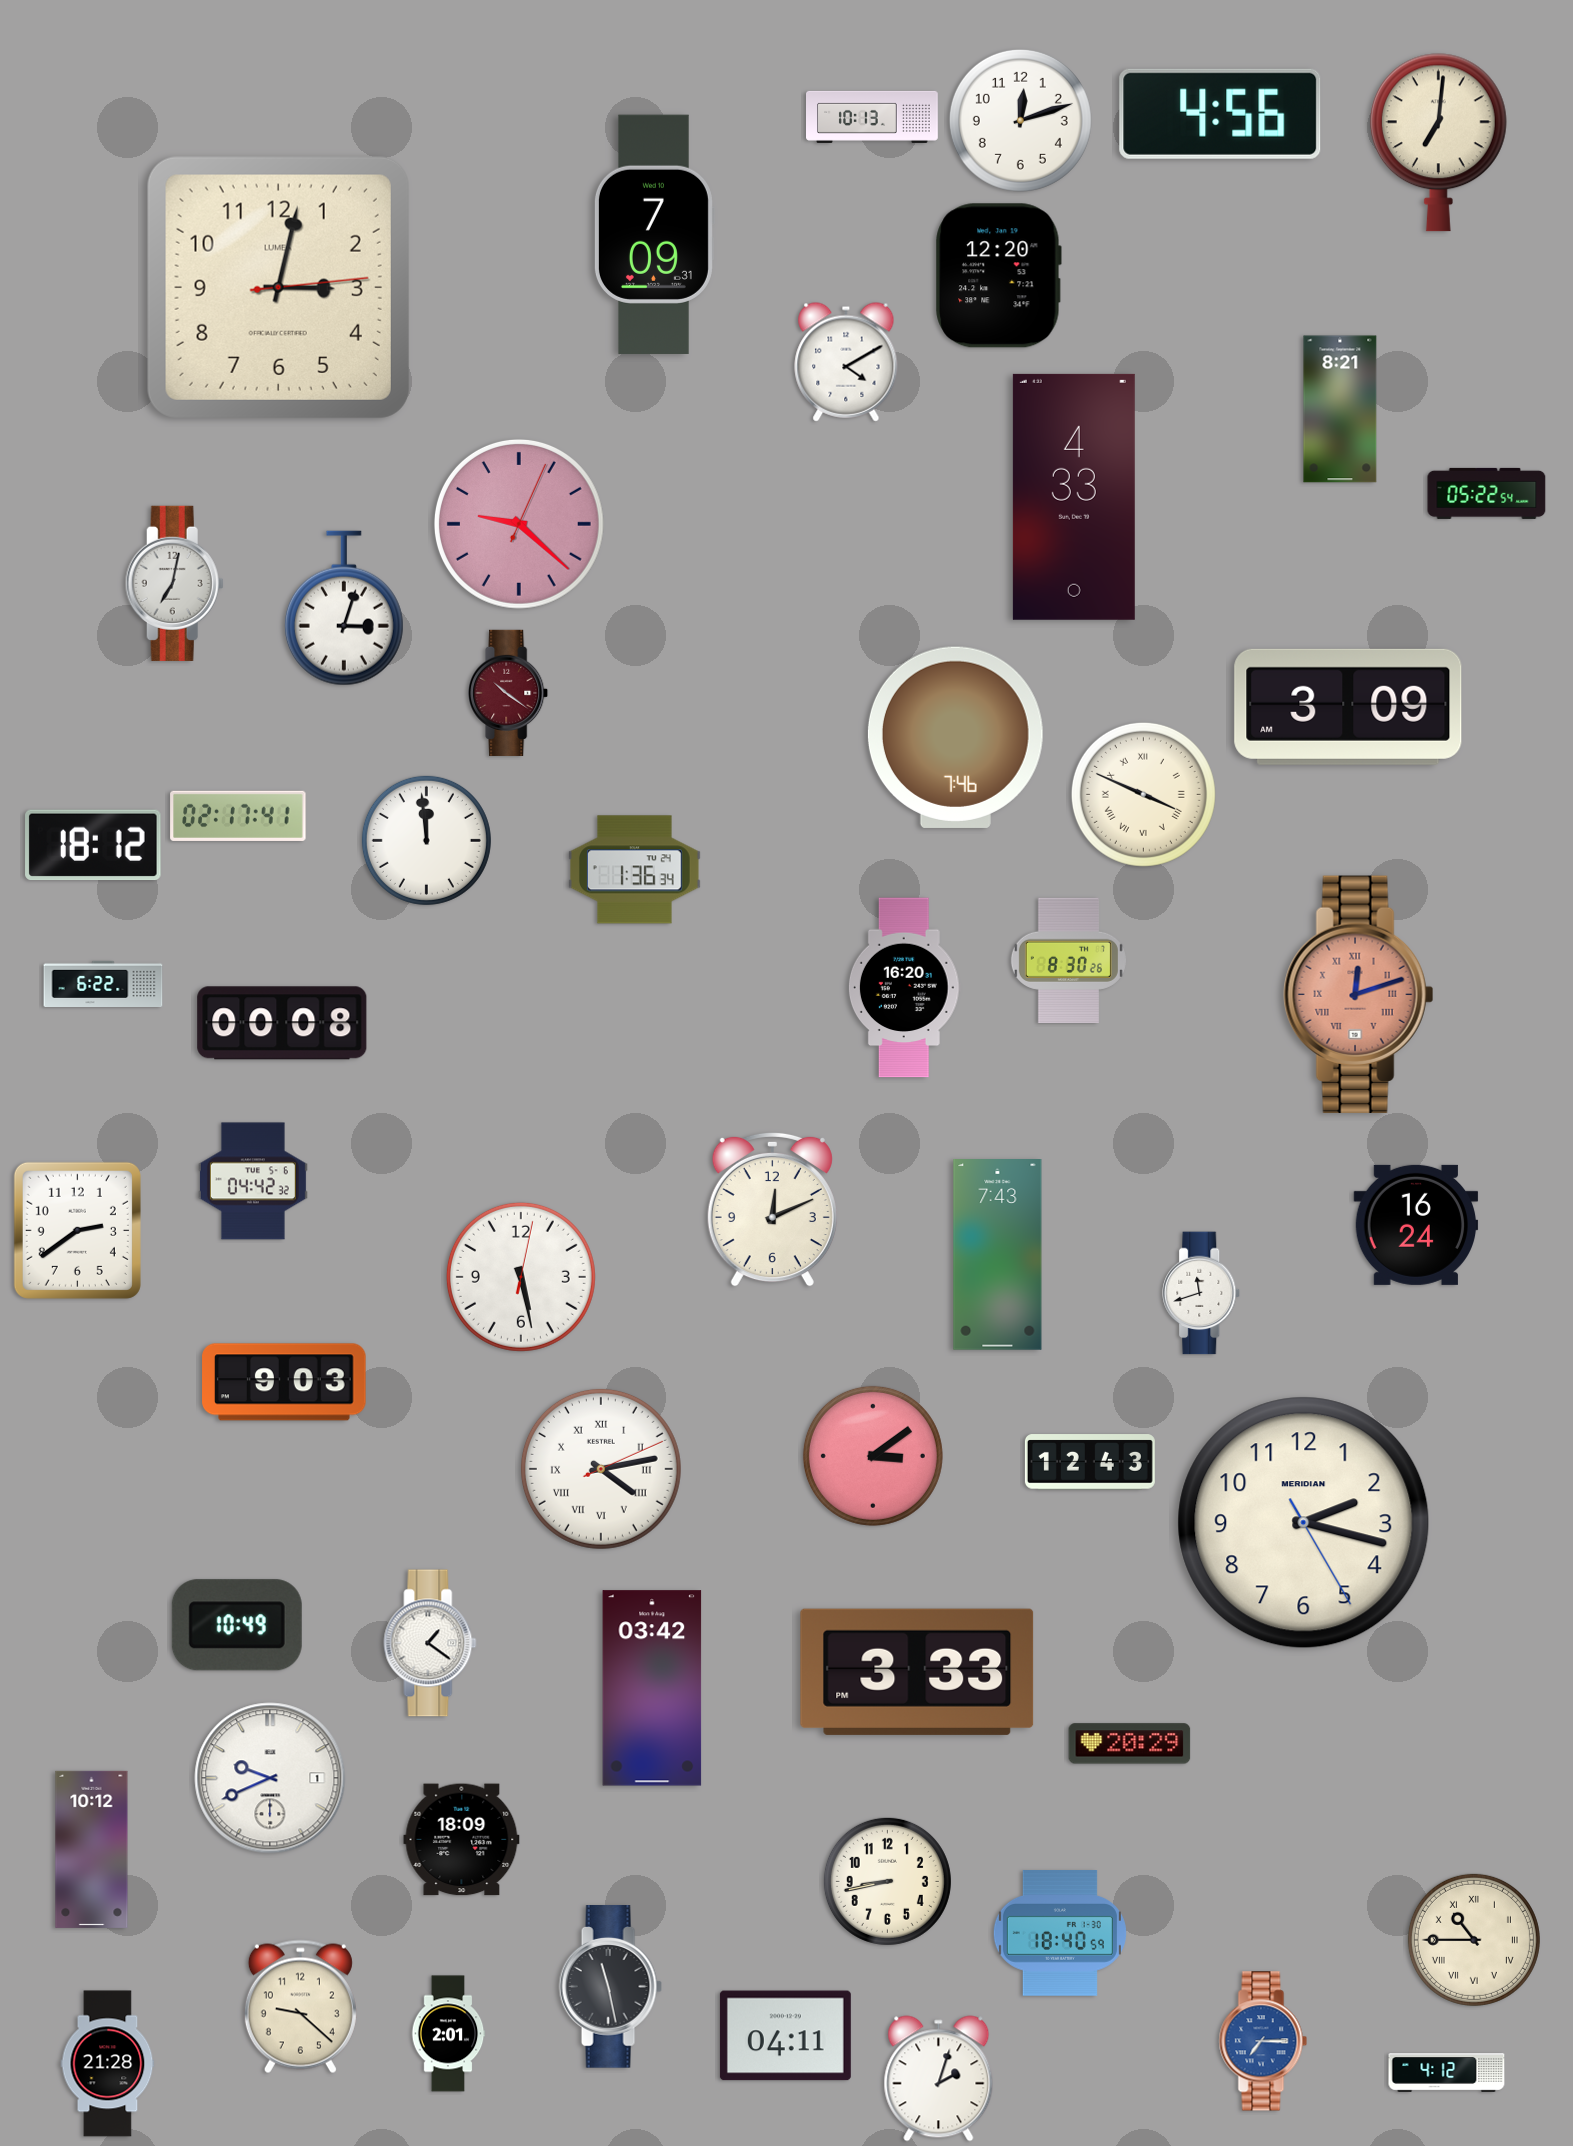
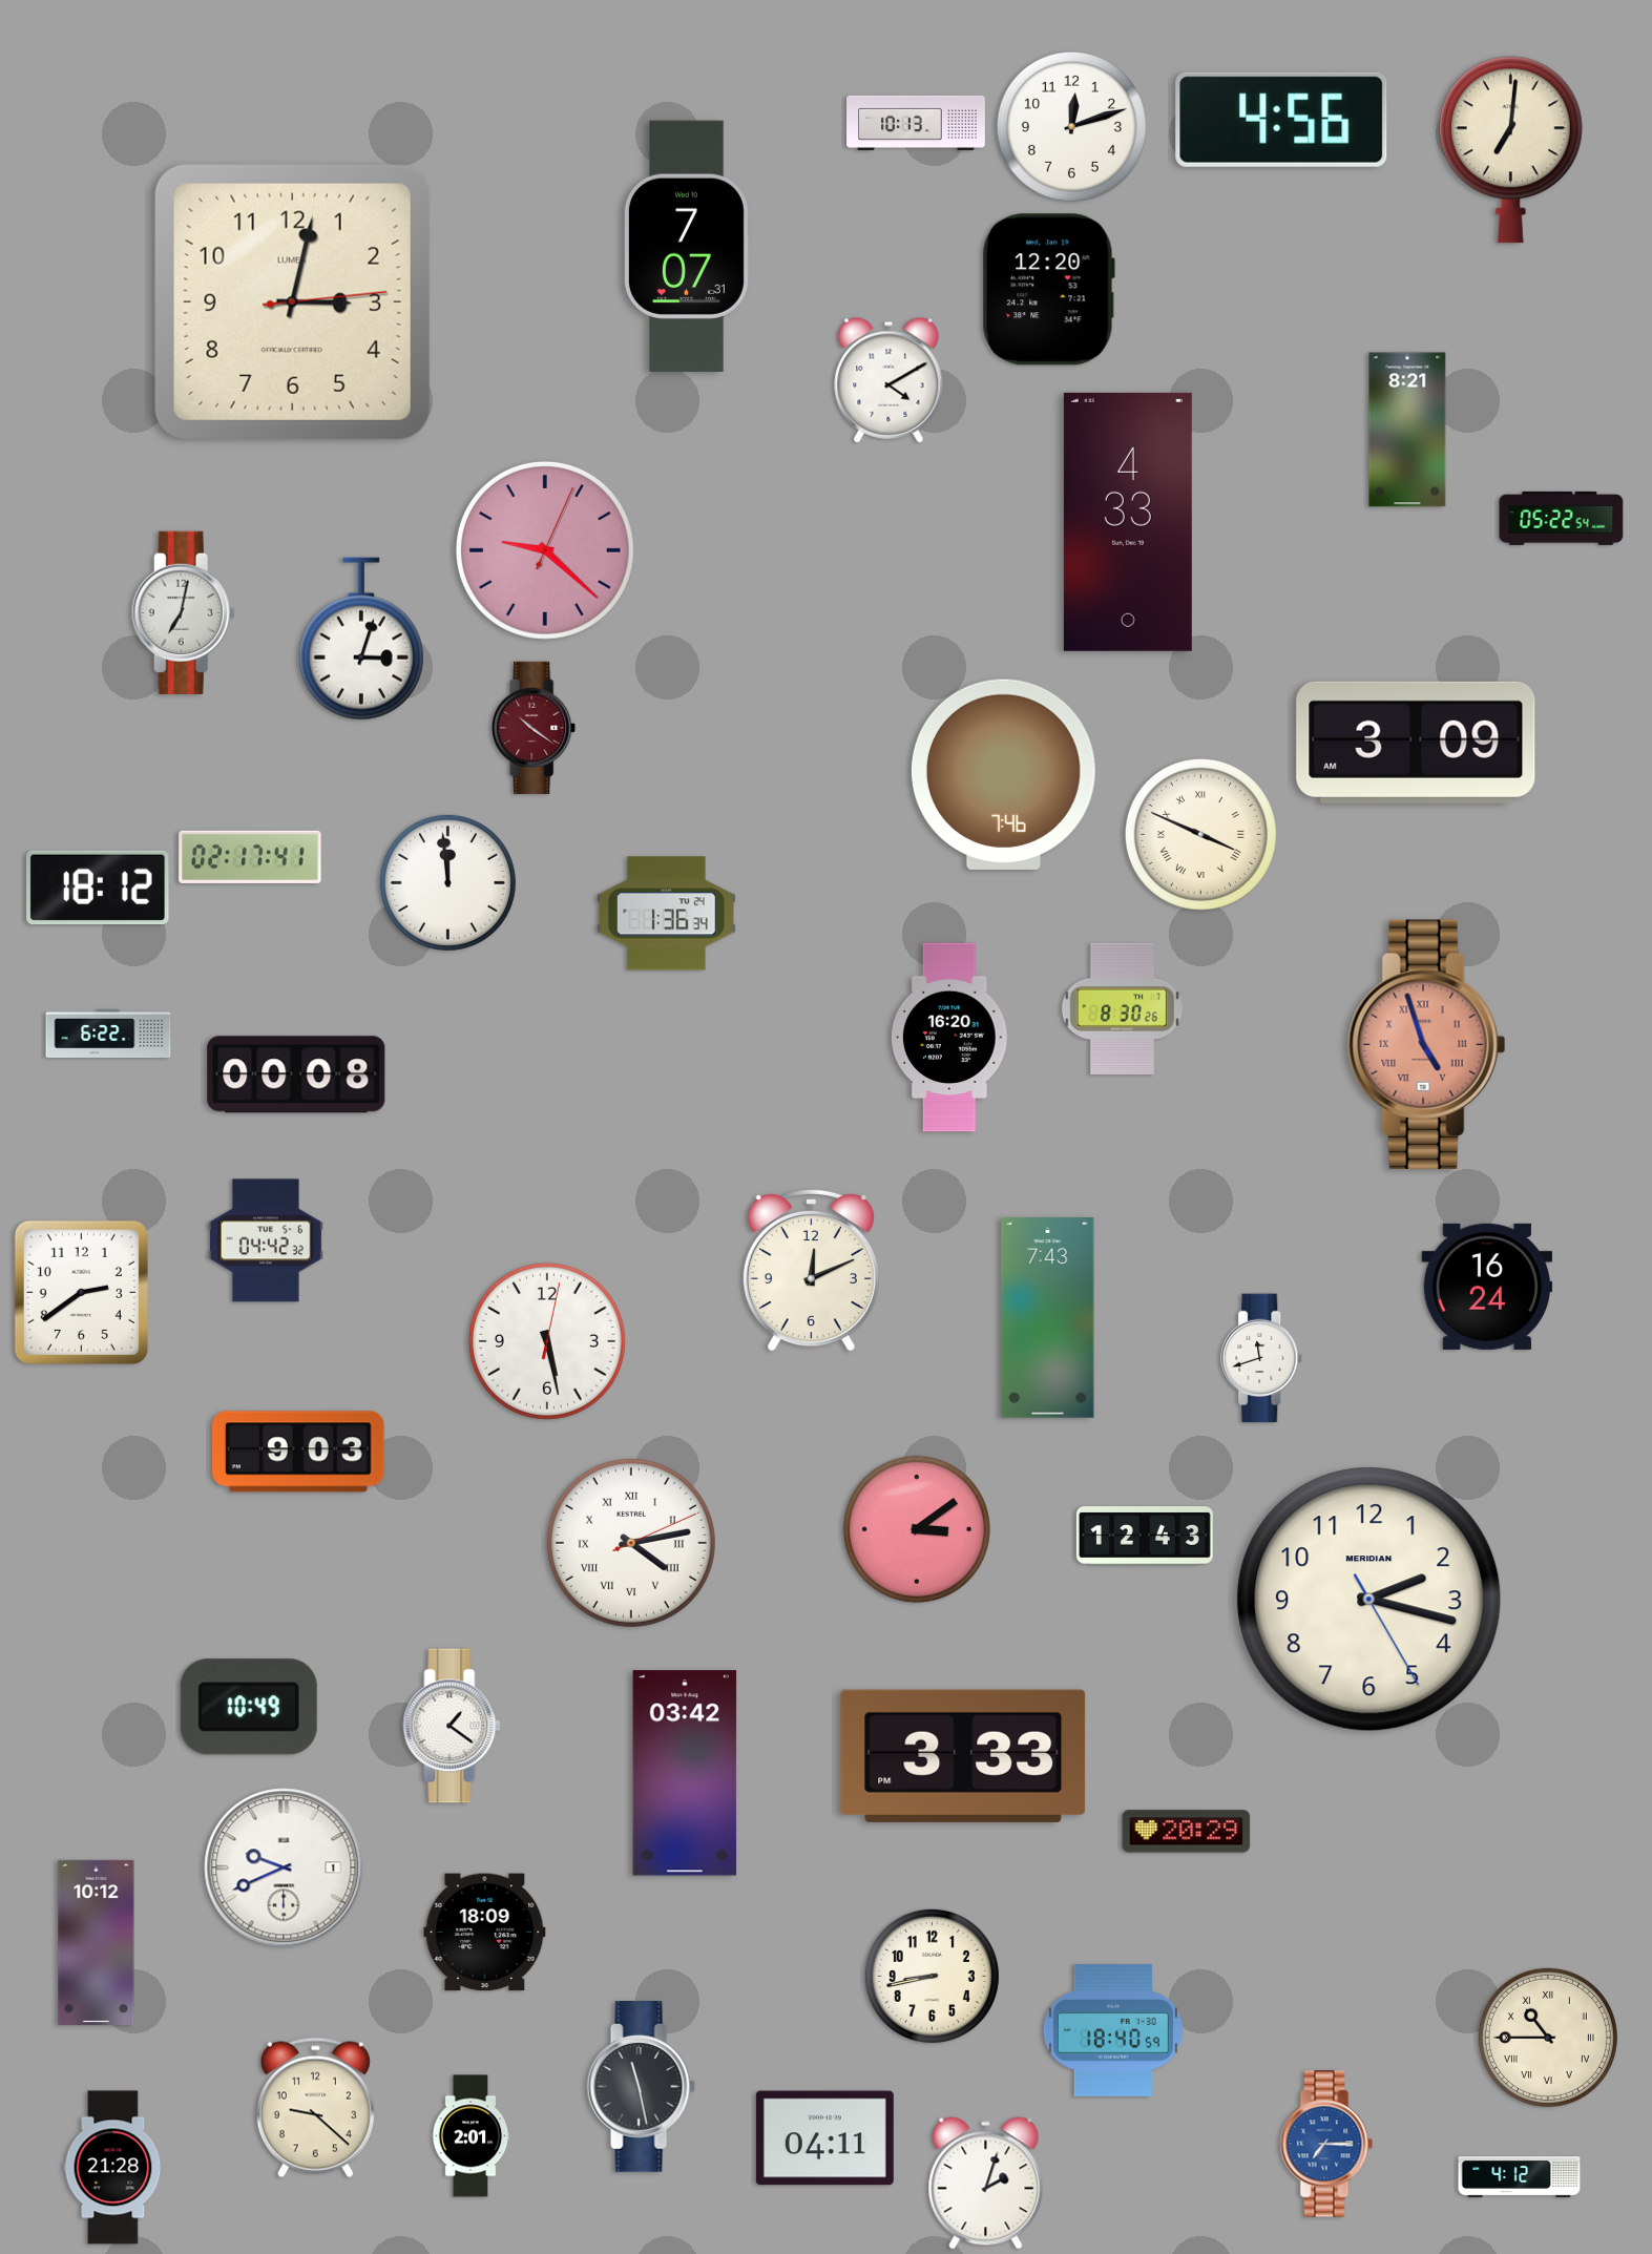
clock at (654, 234): 7:09 -> 7:07
clock at (1359, 994): 12:12 -> 4:57
